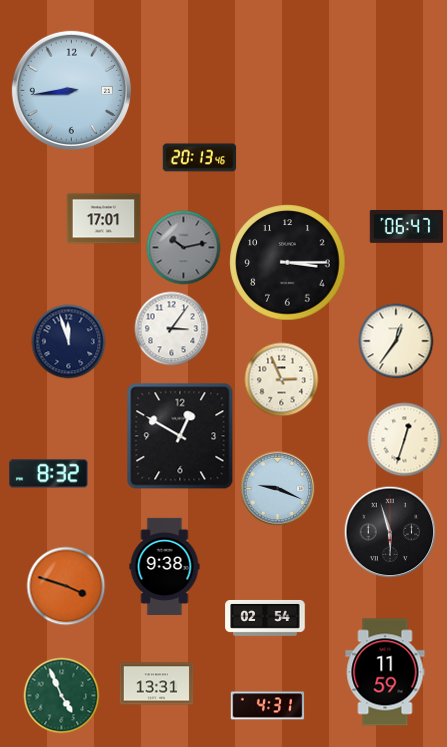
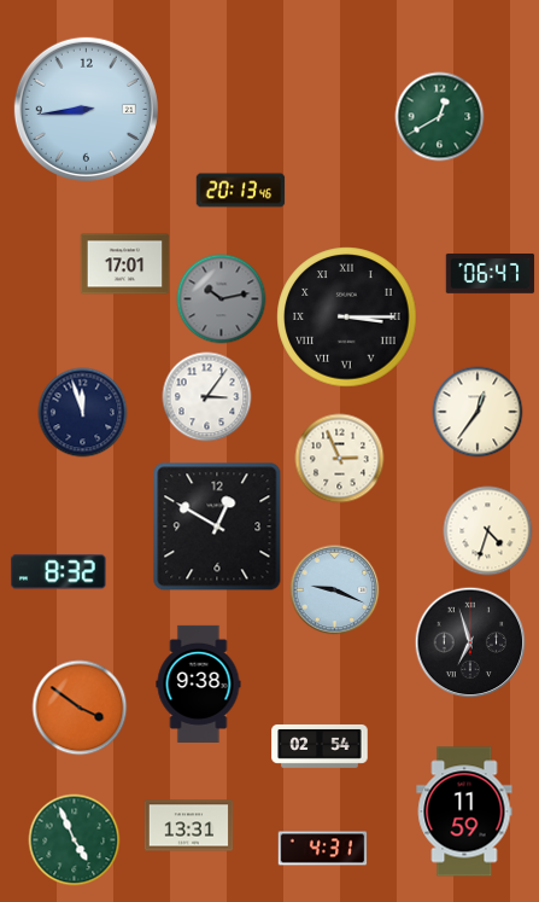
clock at (440, 117): none -> 12:40
clock at (288, 263) numerals: Arabic -> Roman
clock at (405, 440): 12:33 -> 4:33
clock at (390, 532): 5:57 -> 6:57
clock at (66, 586): 3:48 -> 3:51
clock at (268, 706) position: (268, 706) -> (323, 849)
